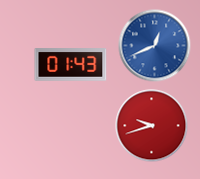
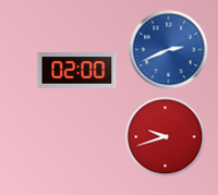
clock at (155, 46): 12:41 -> 2:41
clock at (71, 65): 01:43 -> 02:00
